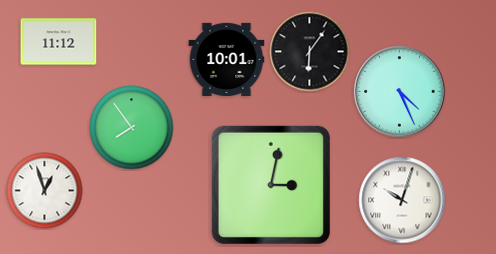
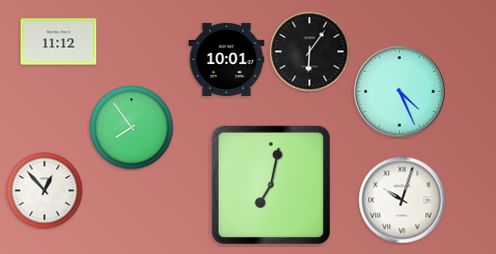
clock at (271, 185): 3:02 -> 7:02
clock at (45, 191): 12:57 -> 12:53
